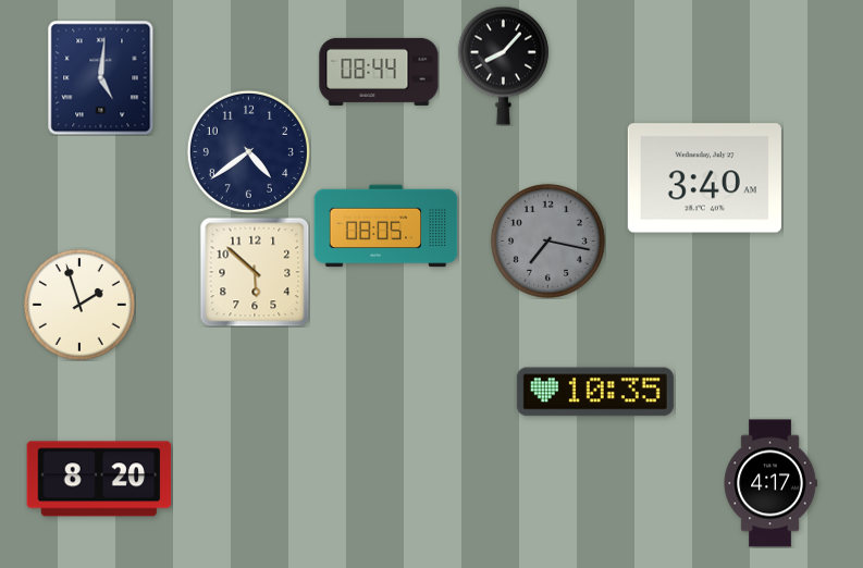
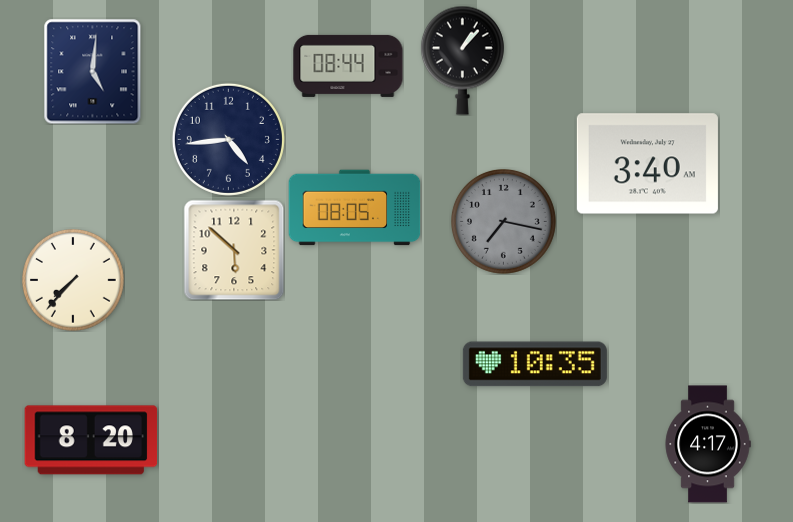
clock at (503, 65): 8:07 -> 1:07
clock at (248, 151): 4:39 -> 4:44
clock at (81, 306): 1:57 -> 7:37
clock at (595, 392) position: (595, 392) -> (535, 364)
